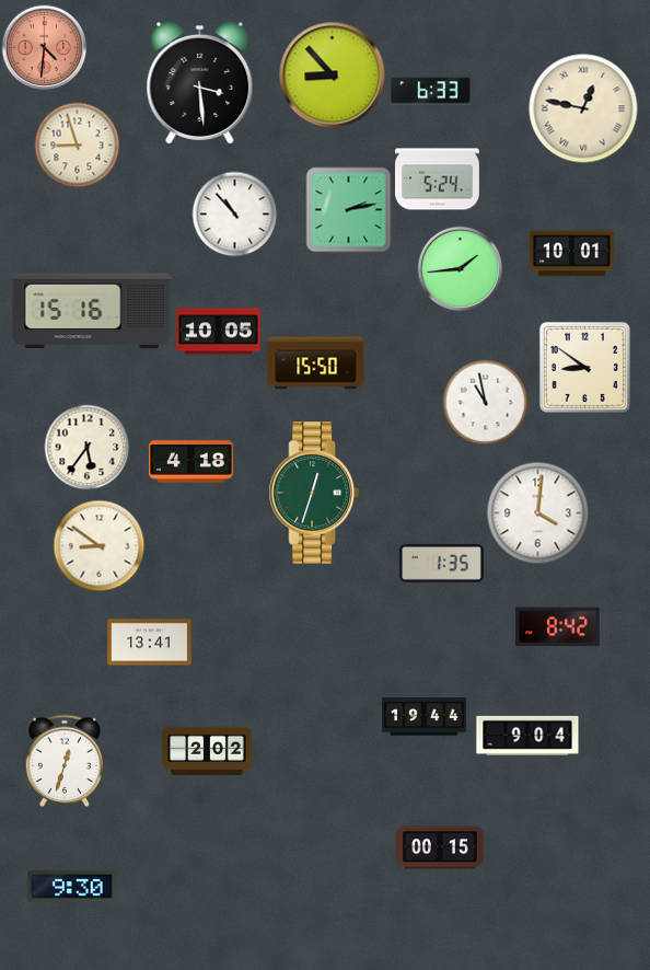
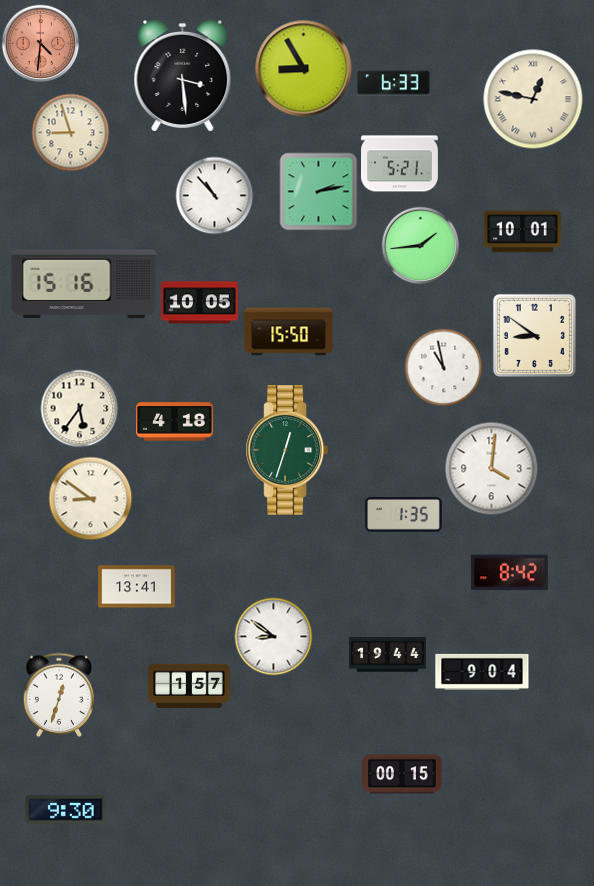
clock at (333, 76): 8:53 -> 8:55
clock at (438, 180): 5:24 -> 5:21
clock at (273, 636): none -> 8:51
clock at (207, 751): 2:02 -> 1:57
